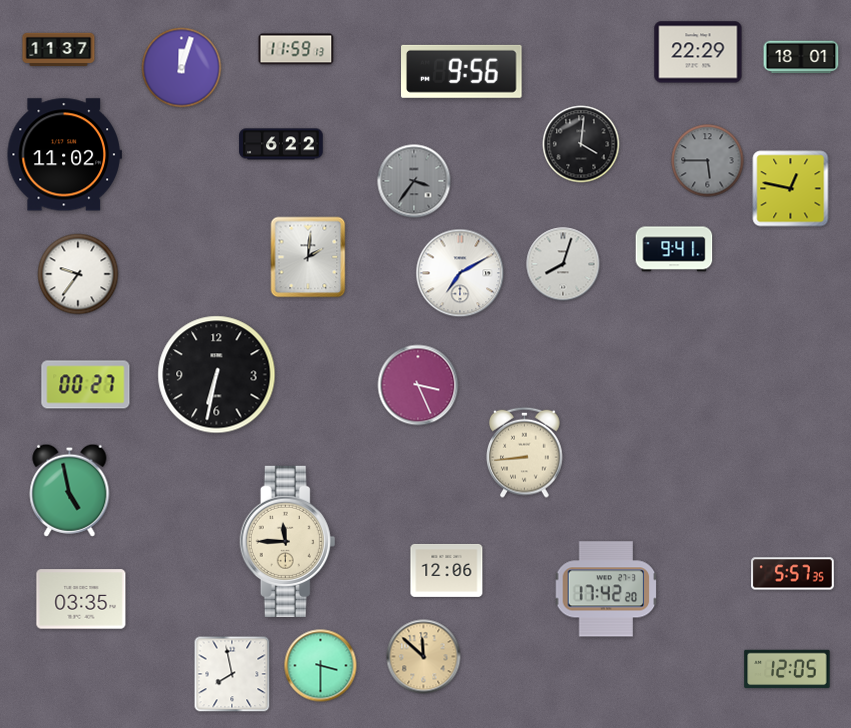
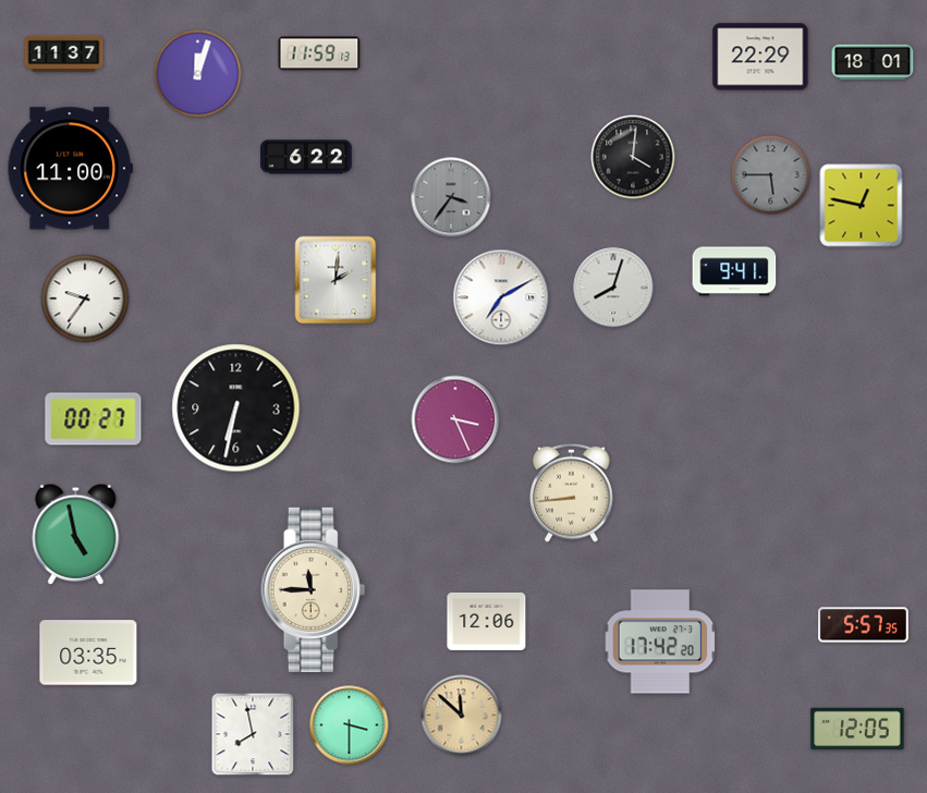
clock at (296, 49) position: (296, 49) -> (319, 53)
clock at (462, 71): 9:56 -> none
clock at (64, 155): 11:02 -> 11:00
